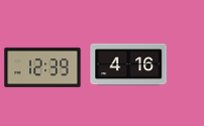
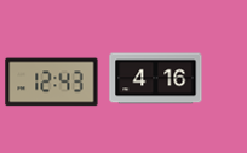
clock at (43, 68): 12:39 -> 12:43
